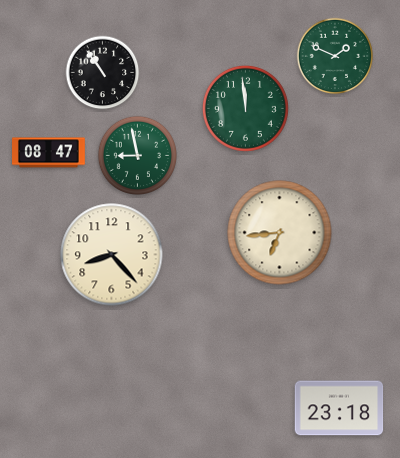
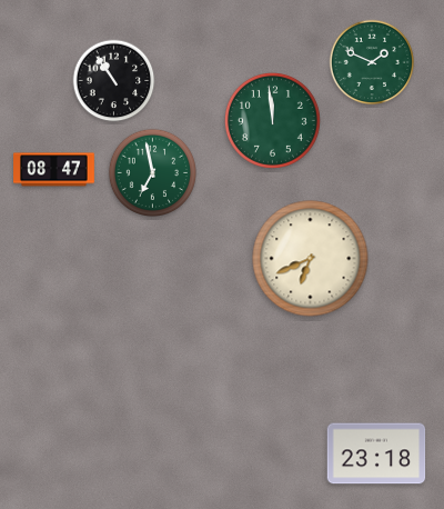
clock at (137, 155): 8:58 -> 6:58
clock at (280, 233): 6:44 -> 6:41
clock at (112, 255): 8:23 -> none
